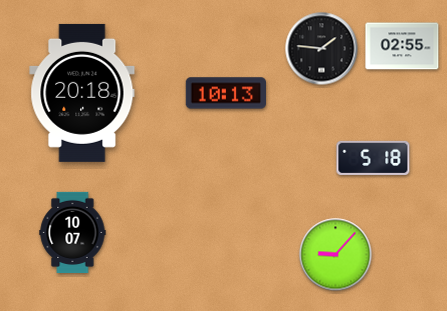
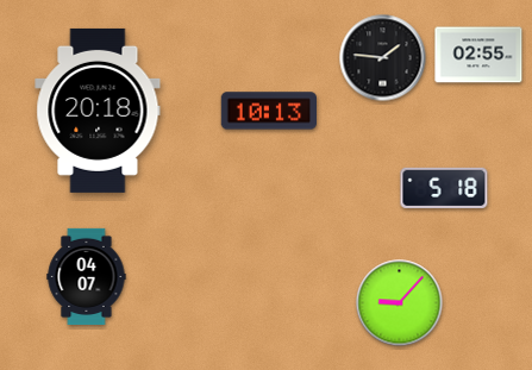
clock at (73, 232): 10:07 -> 04:07
